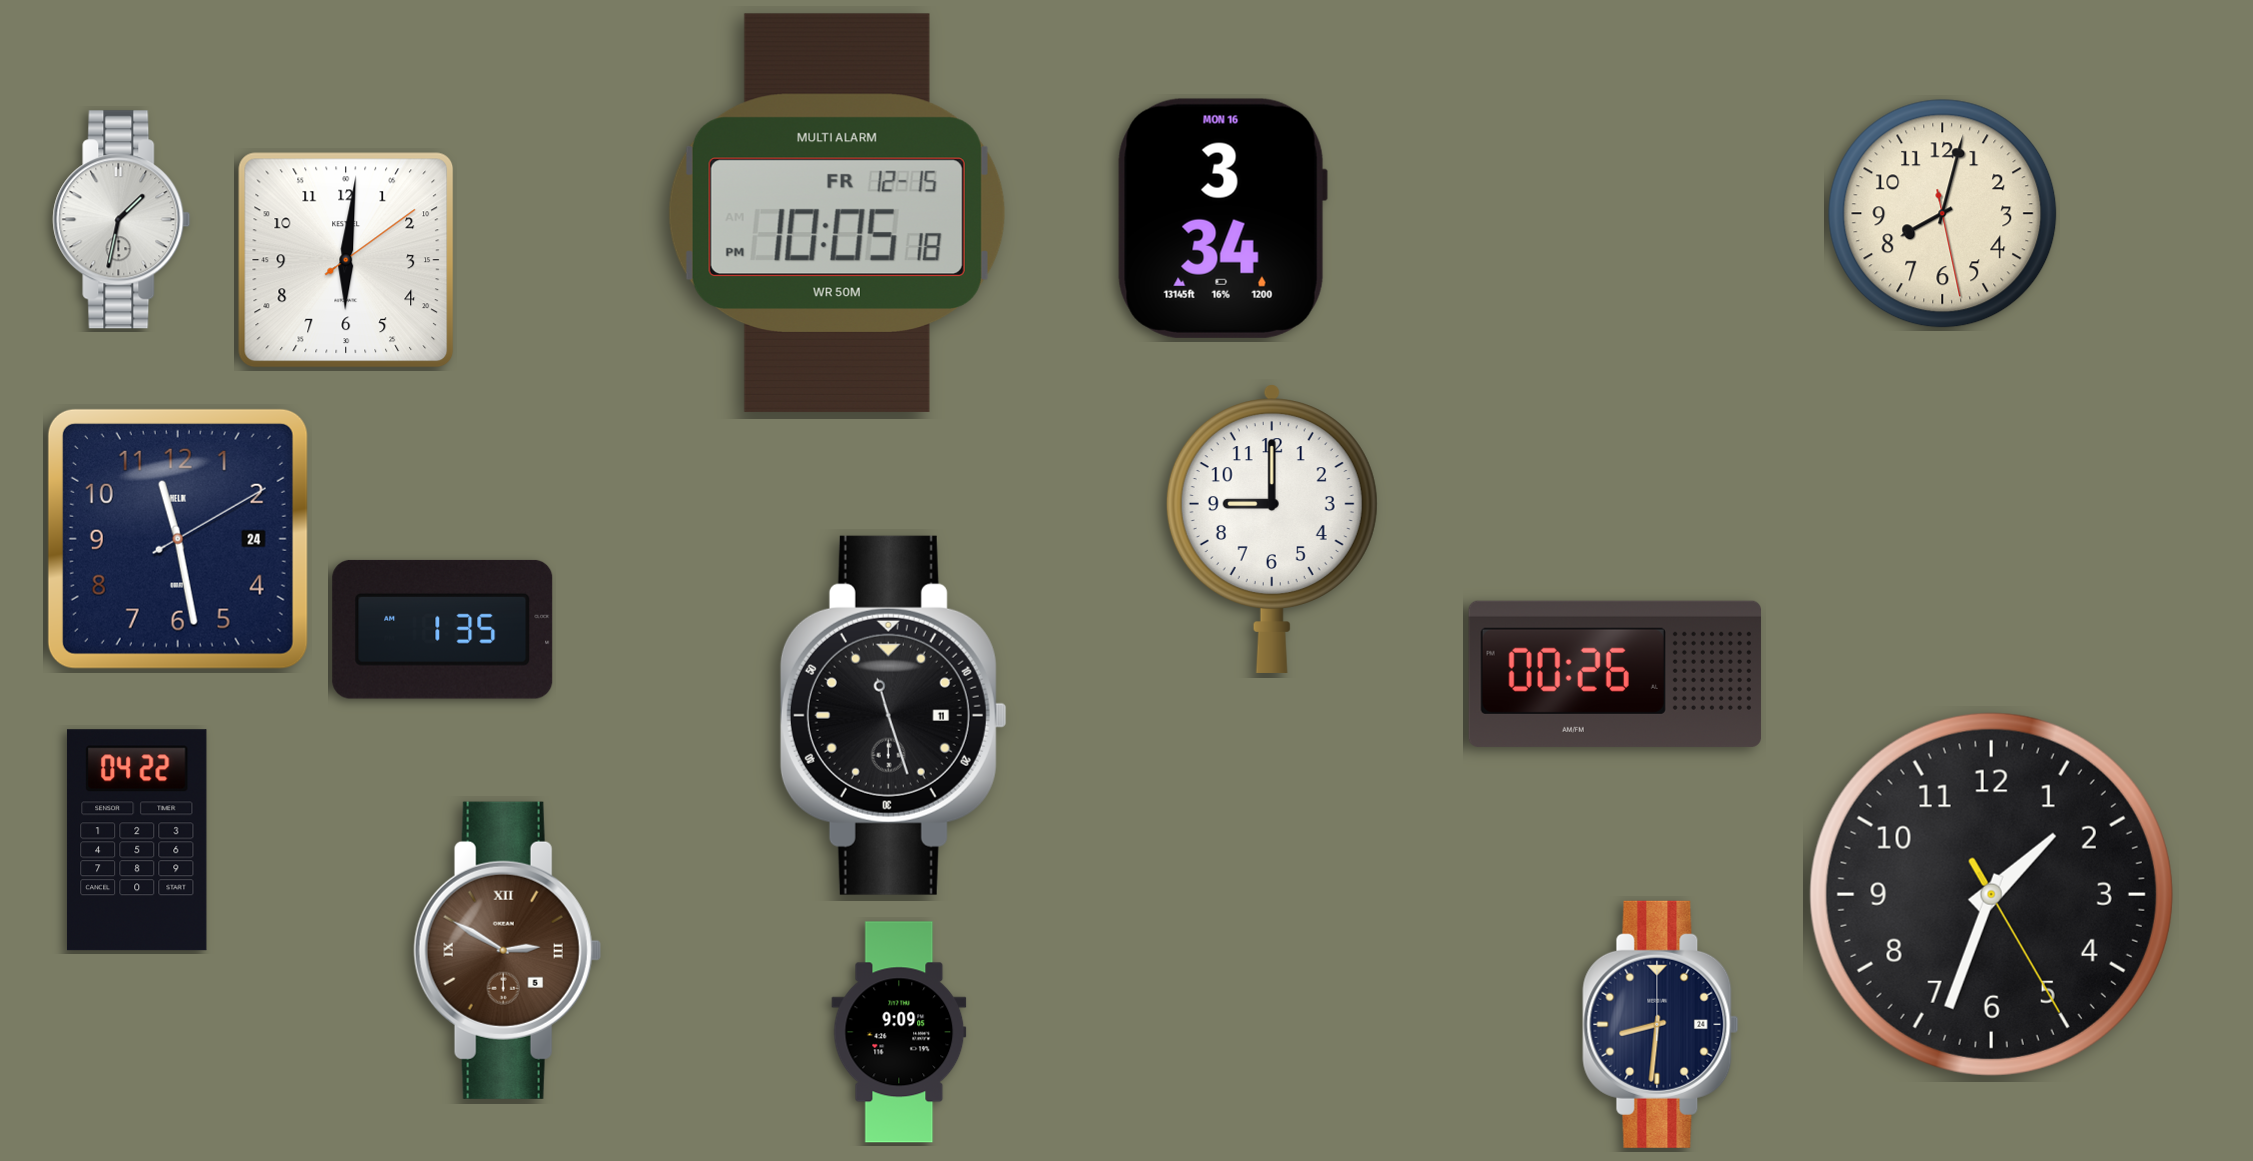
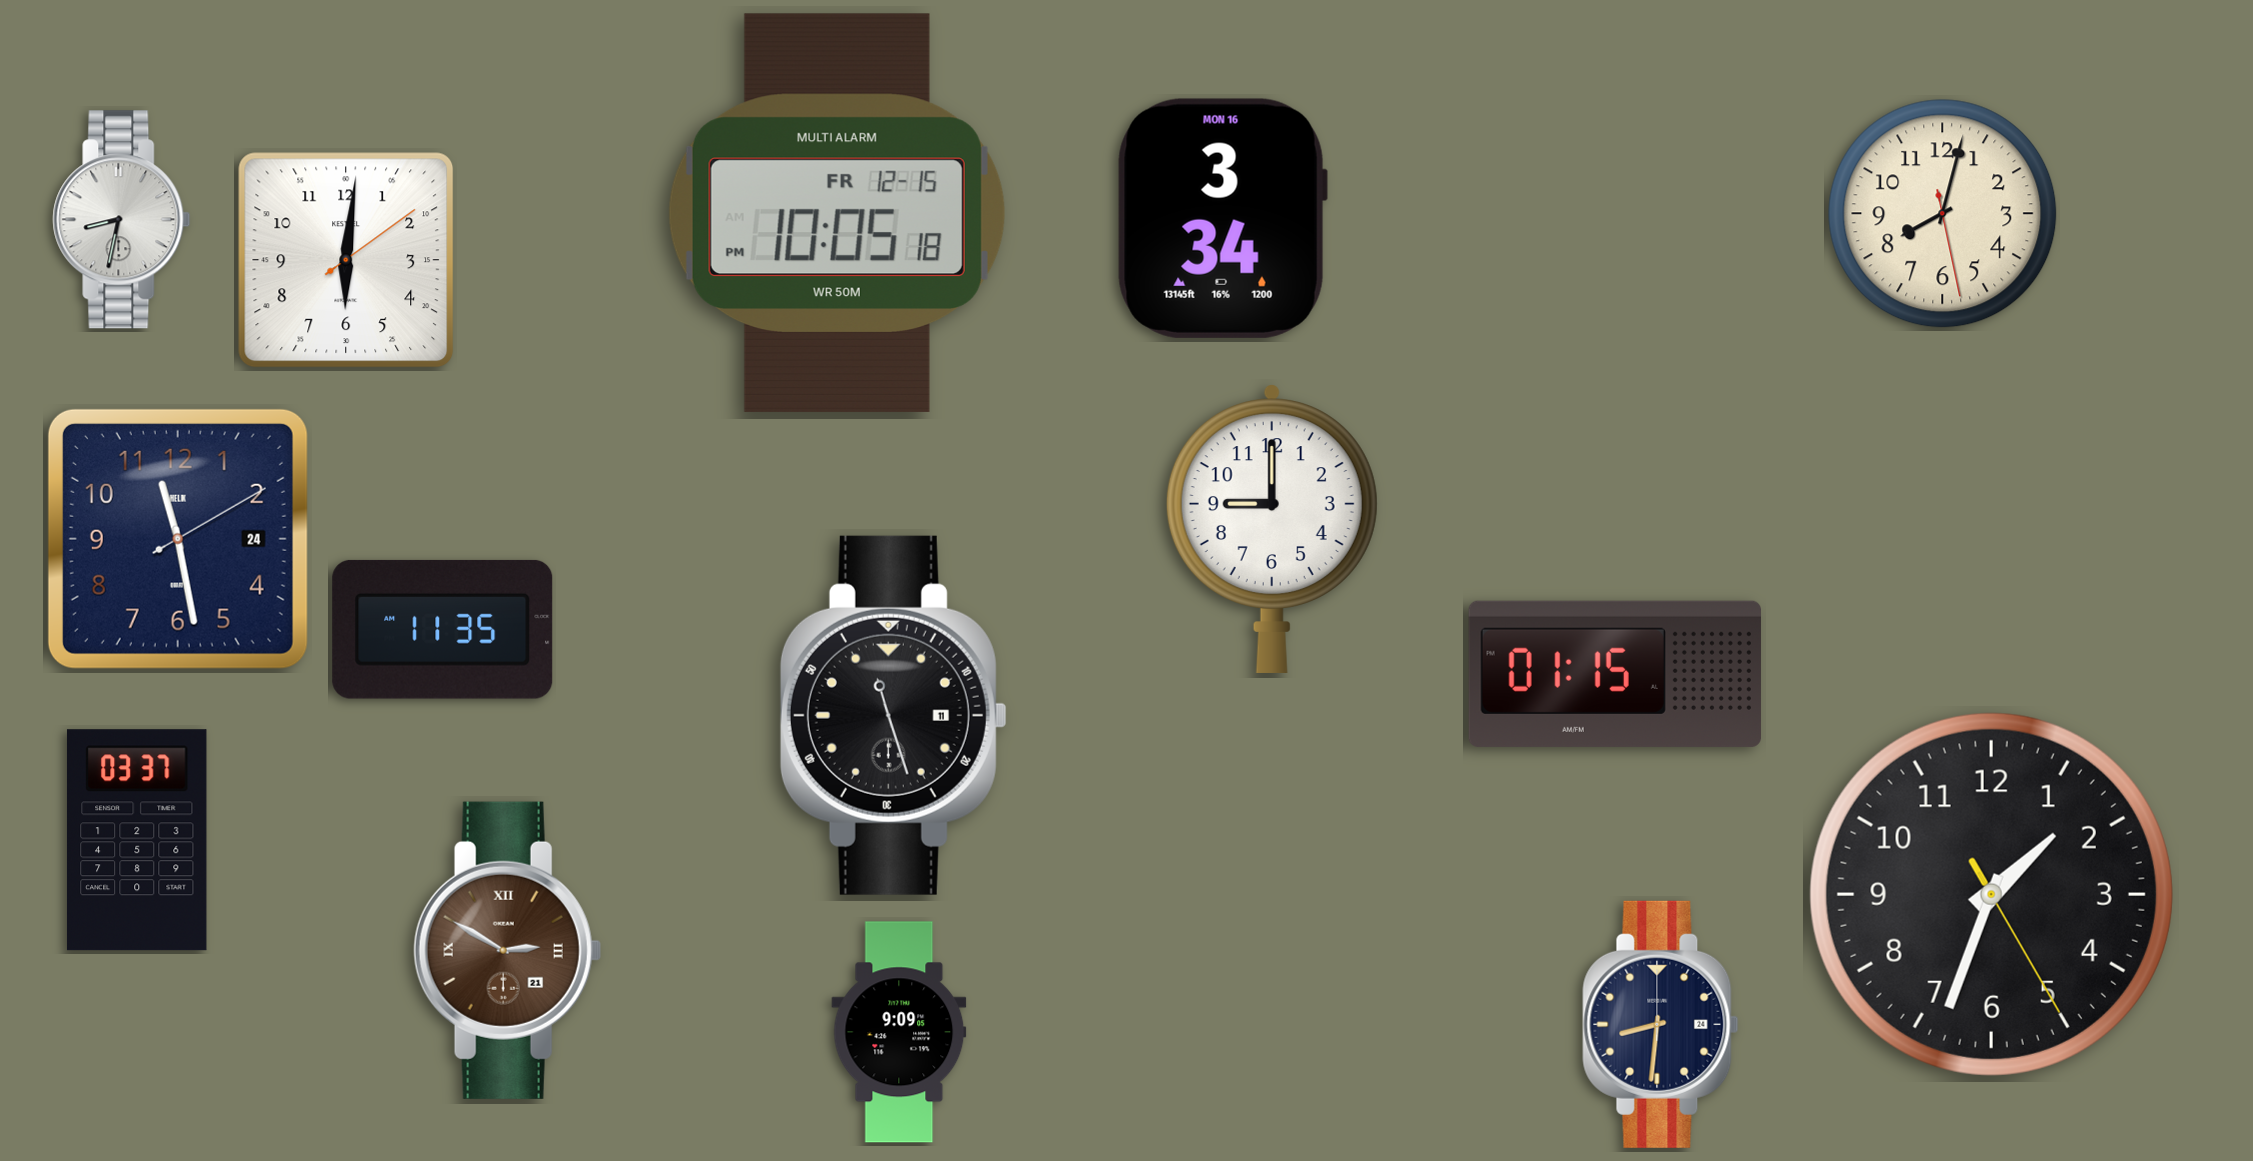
clock at (122, 220): 1:32 -> 8:32
clock at (443, 629): 1:35 -> 11:35
clock at (1615, 674): 00:26 -> 01:15
clock at (137, 840): 04:22 -> 03:37
clock at (507, 950) date: 5 -> 21
